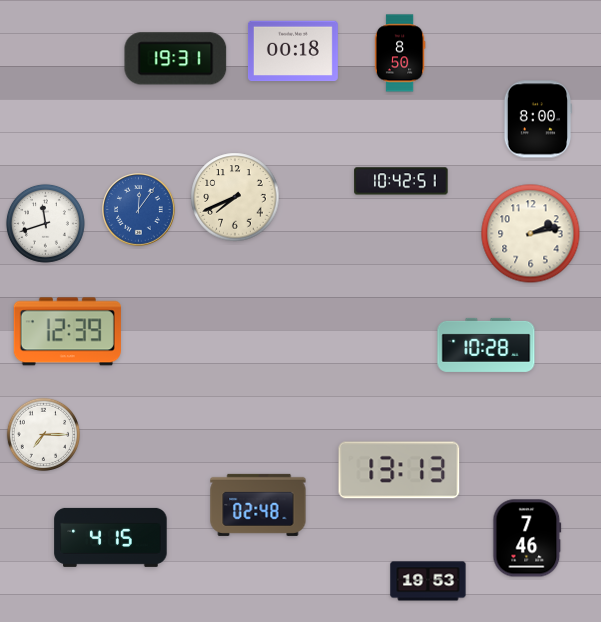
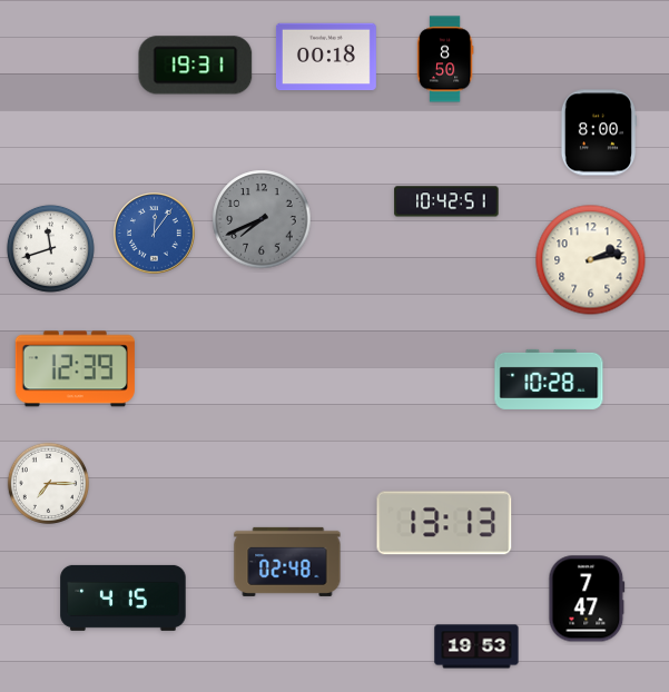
clock at (235, 197) dial: cream -> grey
clock at (486, 345) position: (486, 345) -> (549, 379)
clock at (527, 538): 7:46 -> 7:47
